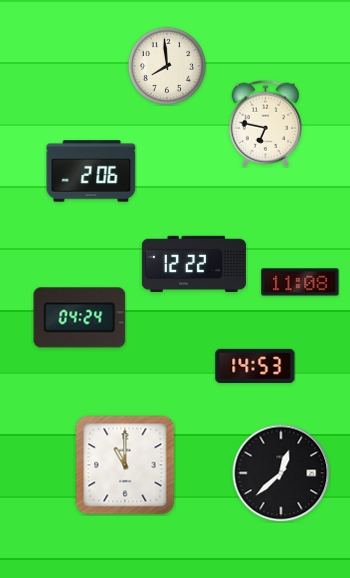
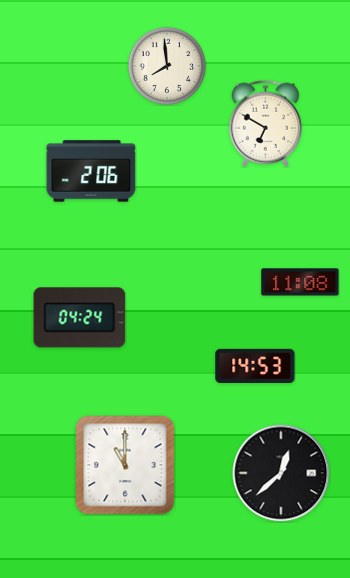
clock at (266, 123): 6:47 -> 6:50
clock at (194, 263): 12:22 -> none
